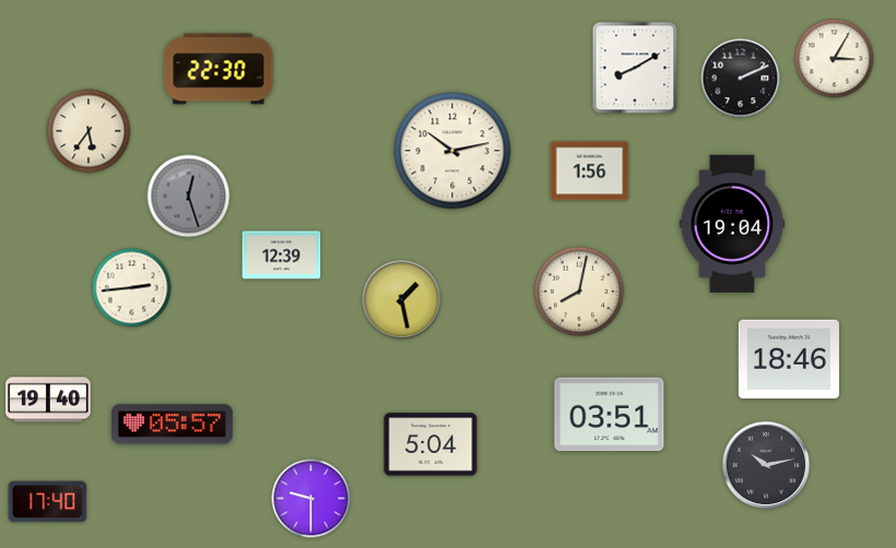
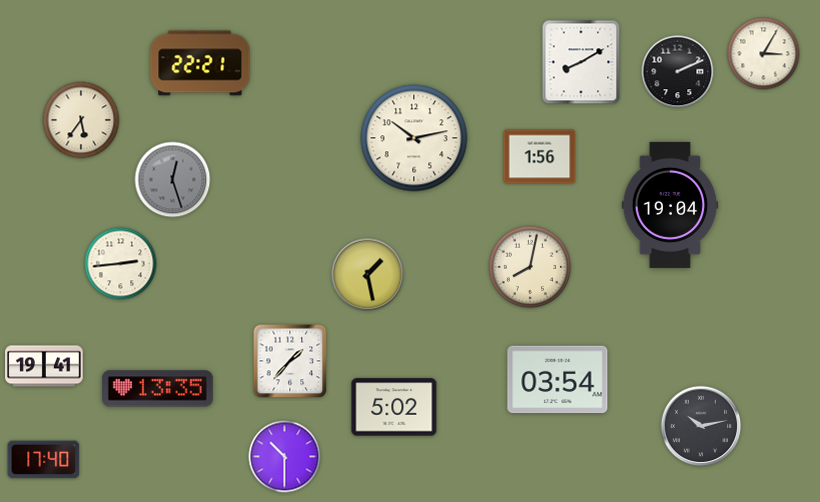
clock at (219, 69): 22:30 -> 22:21
clock at (282, 255): 12:39 -> none
clock at (789, 359): 18:46 -> none
clock at (290, 361): none -> 1:37
clock at (48, 400): 19:40 -> 19:41
clock at (610, 415): 03:51 -> 03:54
clock at (172, 425): 05:57 -> 13:35
clock at (431, 444): 5:04 -> 5:02
clock at (311, 499): 9:30 -> 10:30
